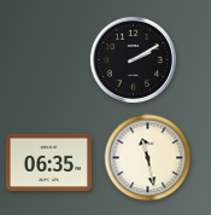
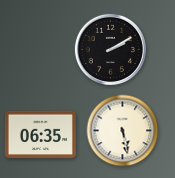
clock at (148, 158): 11:28 -> 5:28
